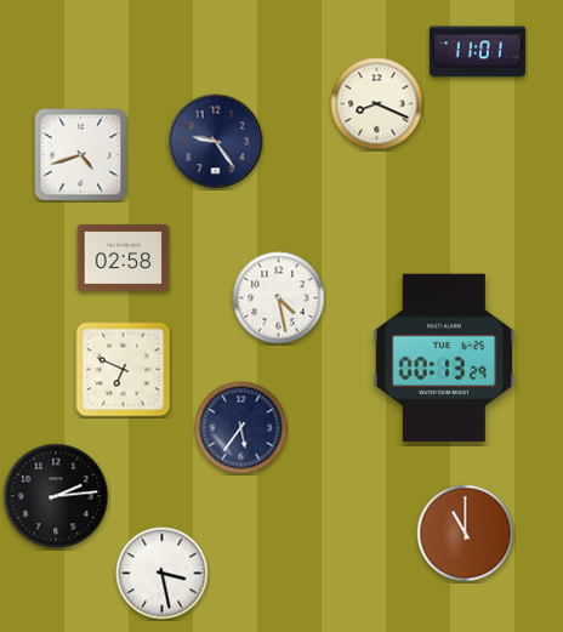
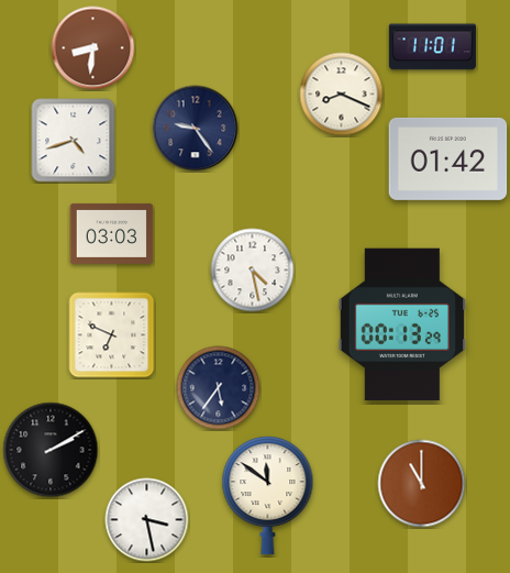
clock at (93, 48): none -> 8:31
clock at (448, 158): none -> 01:42
clock at (124, 257): 02:58 -> 03:03
clock at (56, 496): 2:14 -> 2:10
clock at (268, 496): none -> 11:51
